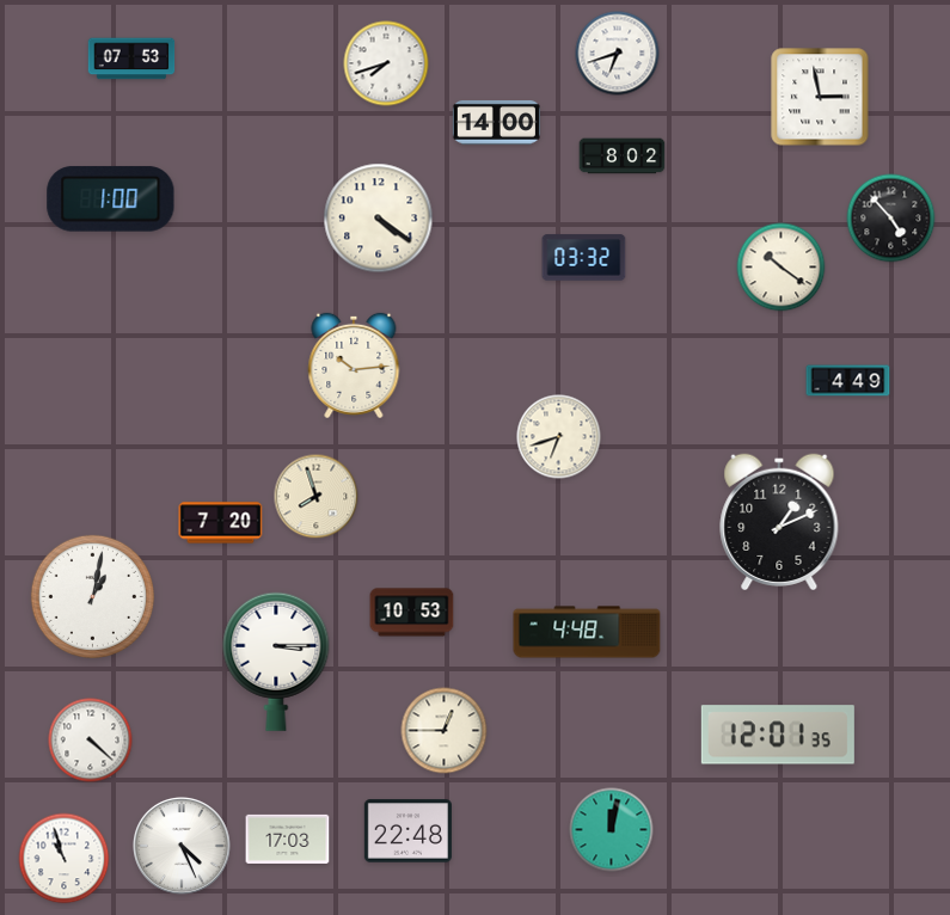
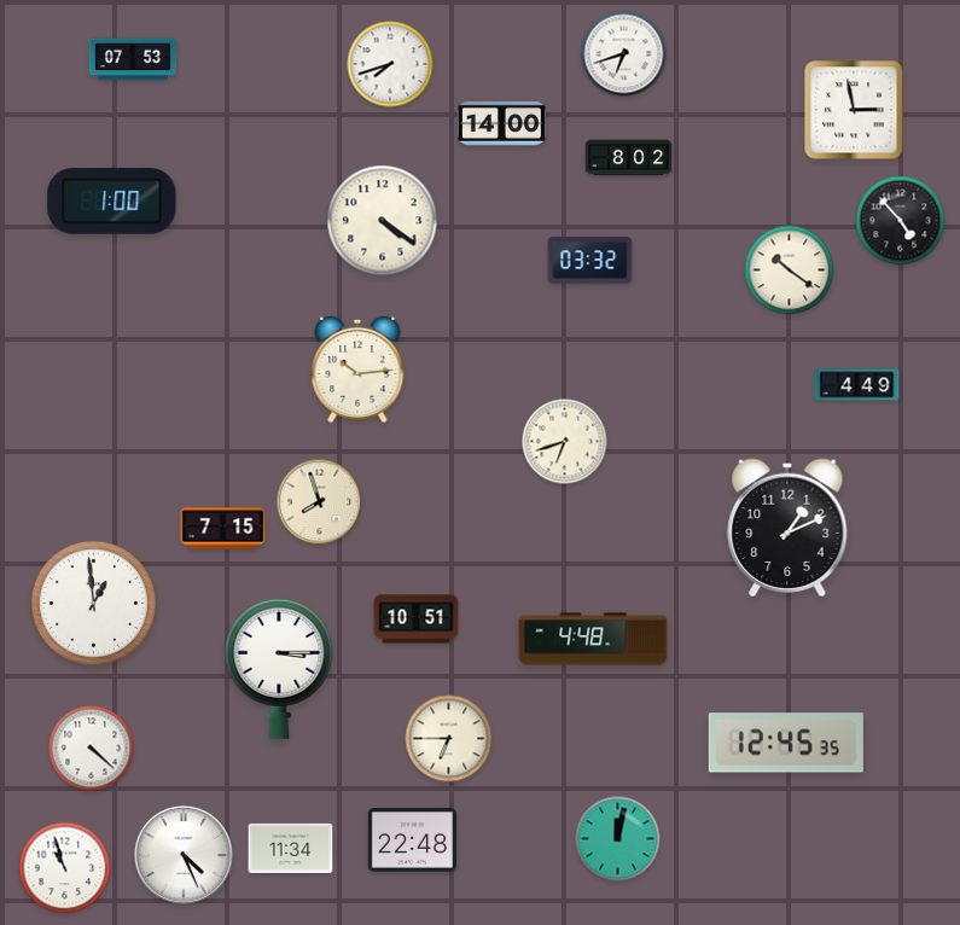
clock at (820, 97) position: (820, 97) -> (854, 110)
clock at (221, 523): 7:20 -> 7:15
clock at (92, 596): 1:02 -> 12:59
clock at (412, 613): 10:53 -> 10:51
clock at (445, 731): 12:45 -> 6:45
clock at (778, 735): 12:01 -> 12:45
clock at (288, 839): 17:03 -> 11:34
